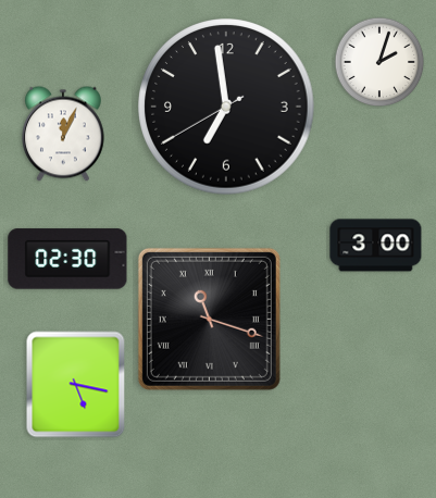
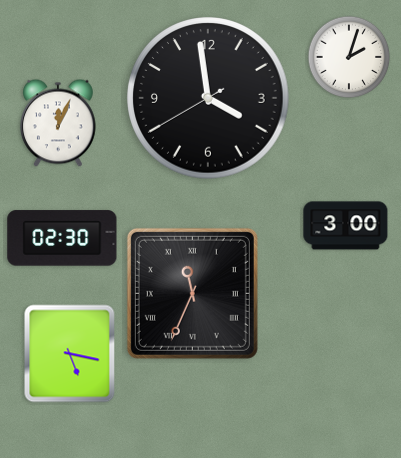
clock at (226, 107): 6:58 -> 3:58
clock at (209, 319): 11:18 -> 11:34
